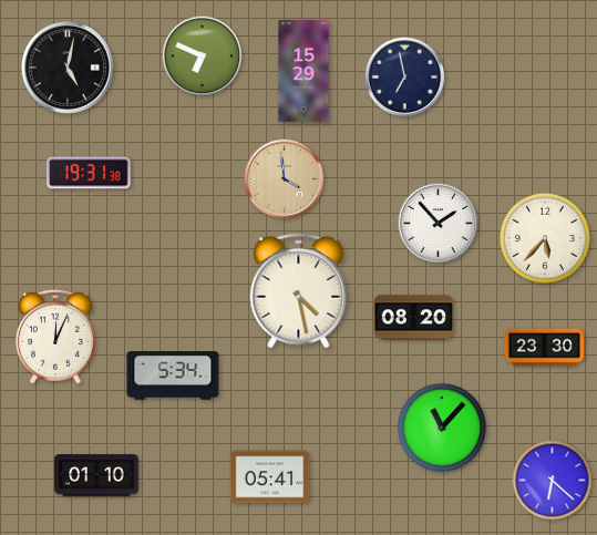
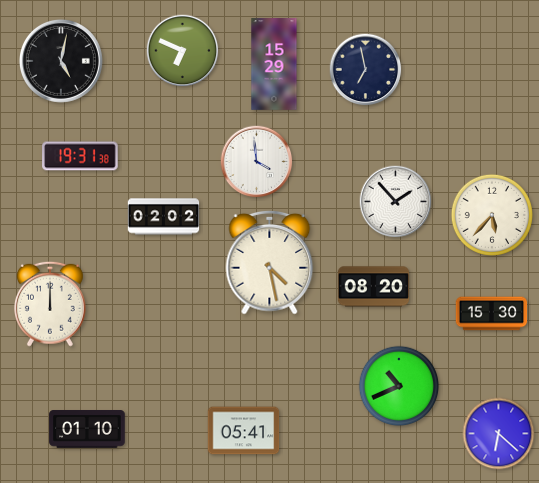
clock at (285, 179) dial: champagne -> white
clock at (164, 217): none -> 02:02
clock at (55, 337): 12:04 -> 12:00
clock at (545, 348): 23:30 -> 15:30
clock at (173, 375): 5:34 -> none
clock at (442, 428): 11:07 -> 10:41
